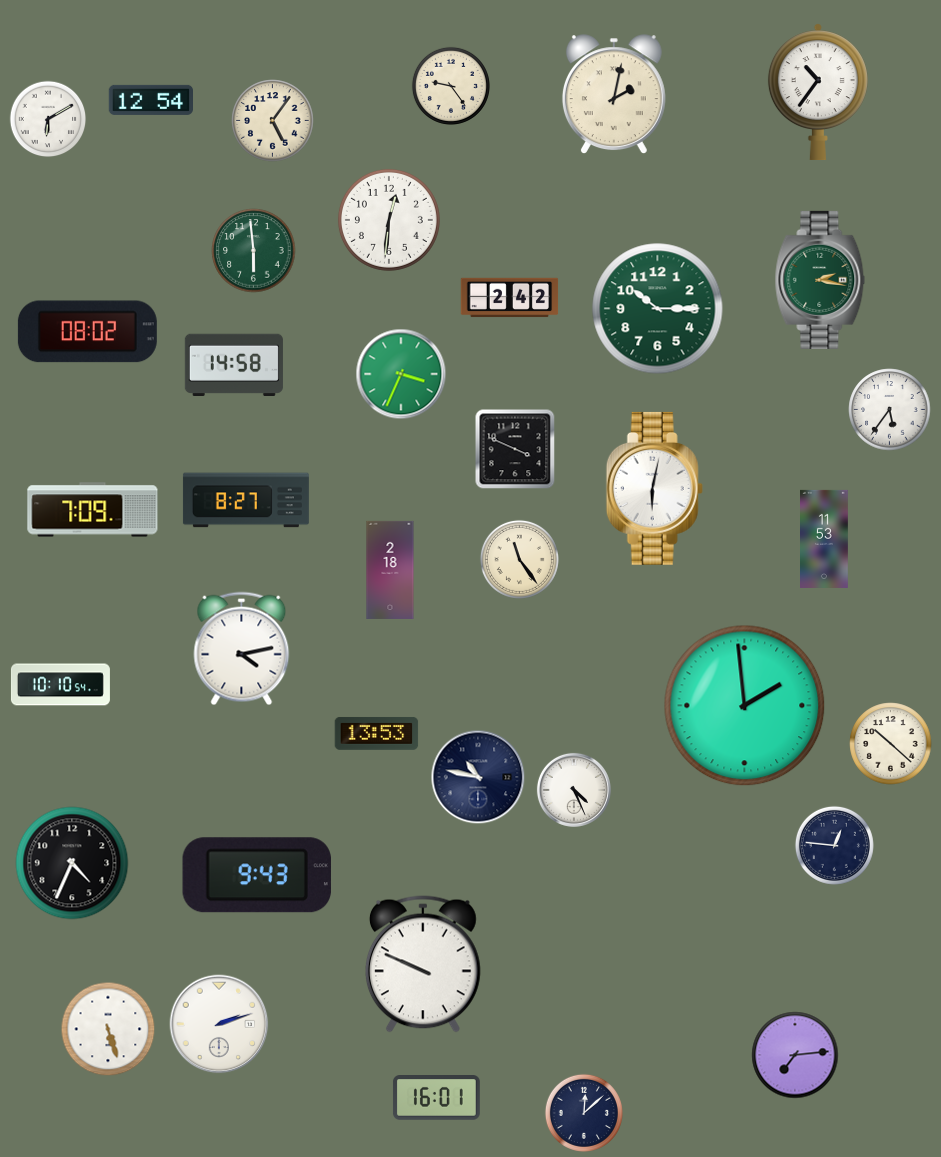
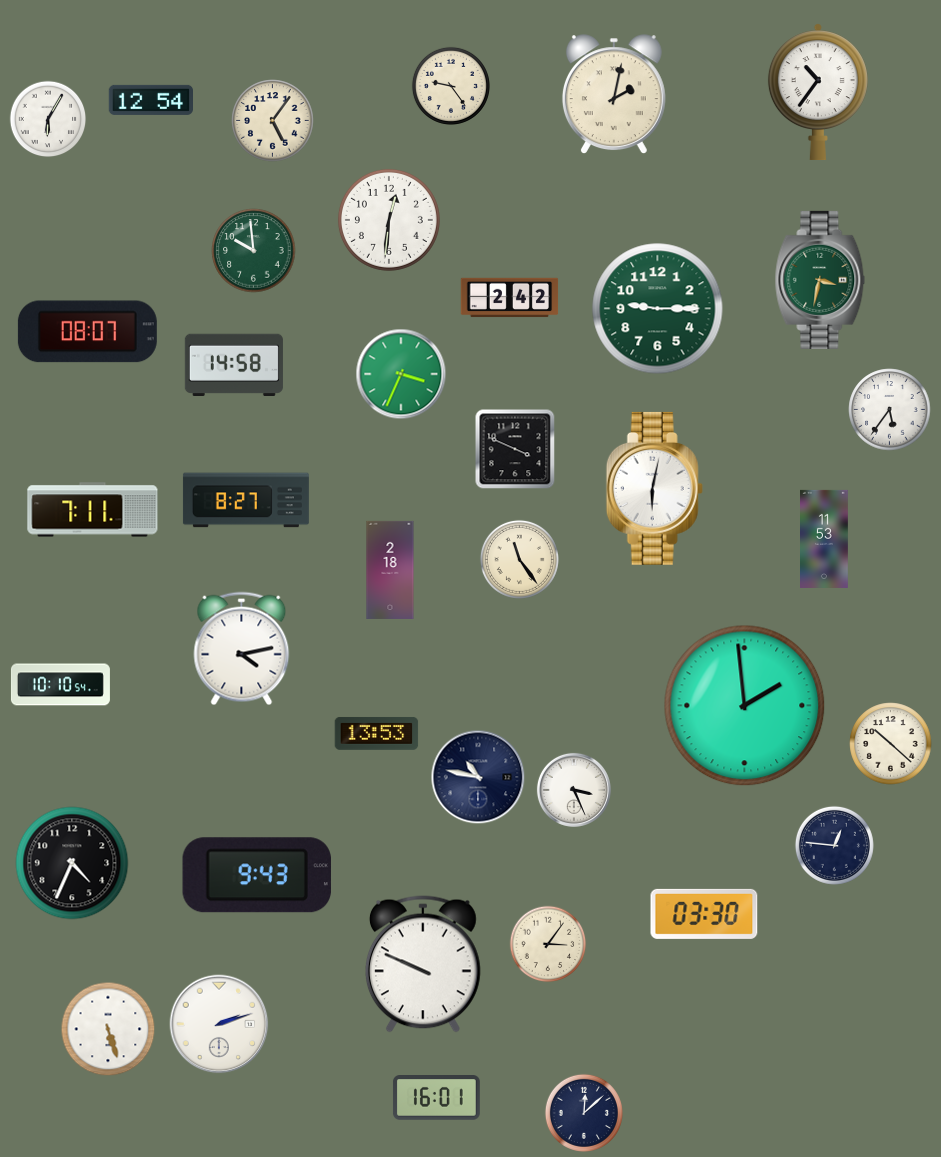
clock at (48, 119): 6:10 -> 6:05
clock at (254, 251): 5:59 -> 9:59
clock at (820, 280): 2:17 -> 3:32
clock at (658, 309): 10:15 -> 9:15
clock at (87, 332): 08:02 -> 08:07
clock at (93, 510): 7:09 -> 7:11
clock at (574, 790): 4:26 -> 3:26
clock at (704, 914): none -> 03:30
clock at (548, 944): none -> 3:06
clock at (795, 1055): 7:14 -> none
